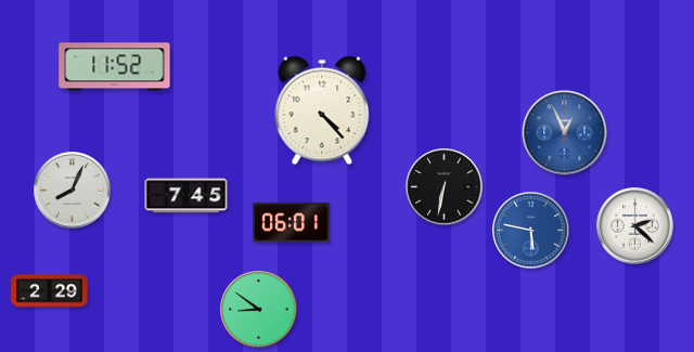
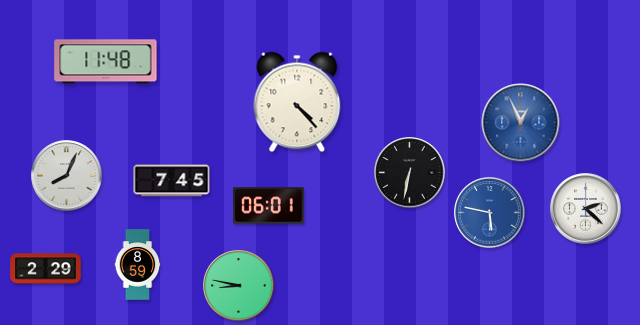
clock at (115, 67): 11:52 -> 11:48
clock at (138, 265): none -> 8:59
clock at (259, 310): 8:51 -> 8:47
